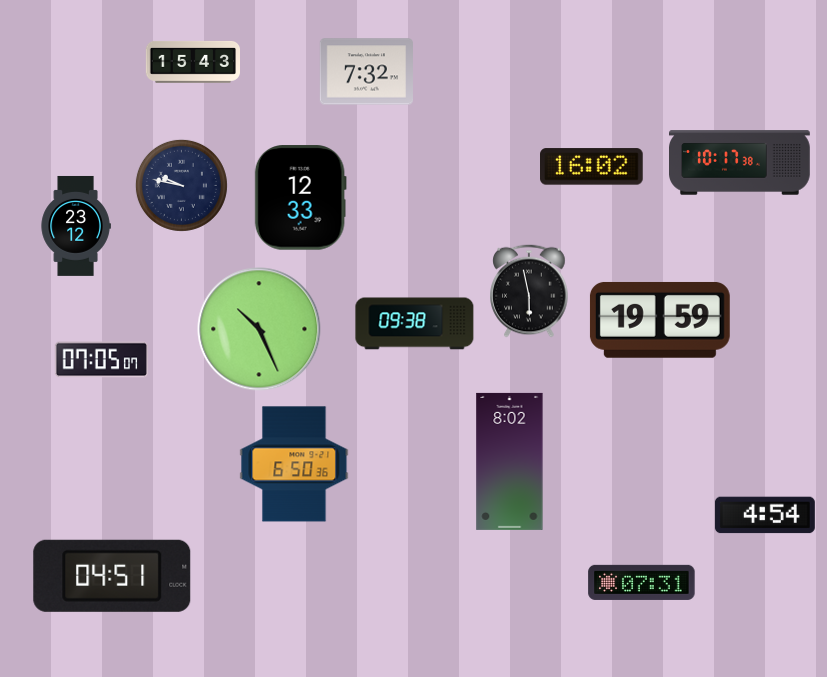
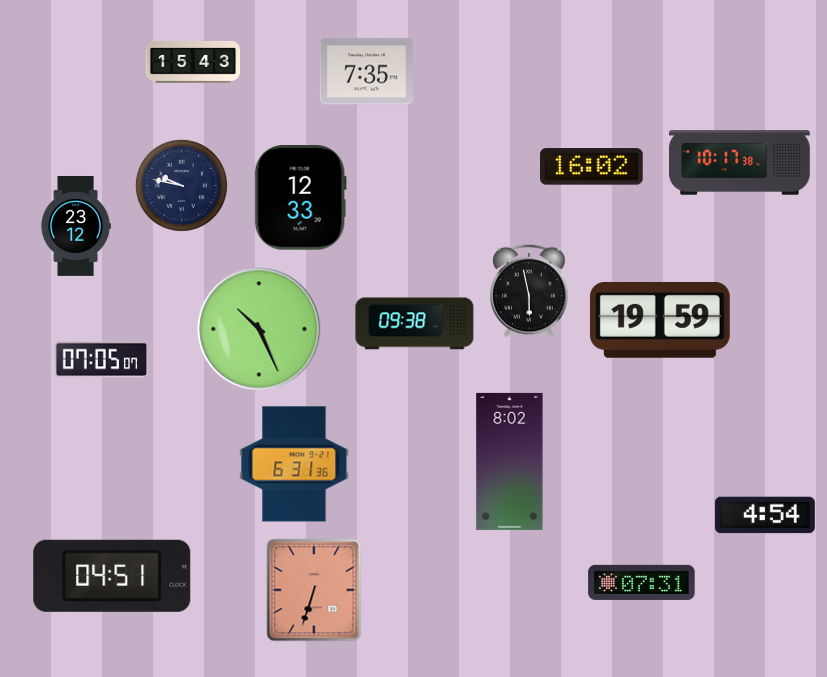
clock at (366, 72): 7:32 -> 7:35
clock at (294, 464): 6:50 -> 6:31
clock at (314, 590): none -> 6:33
